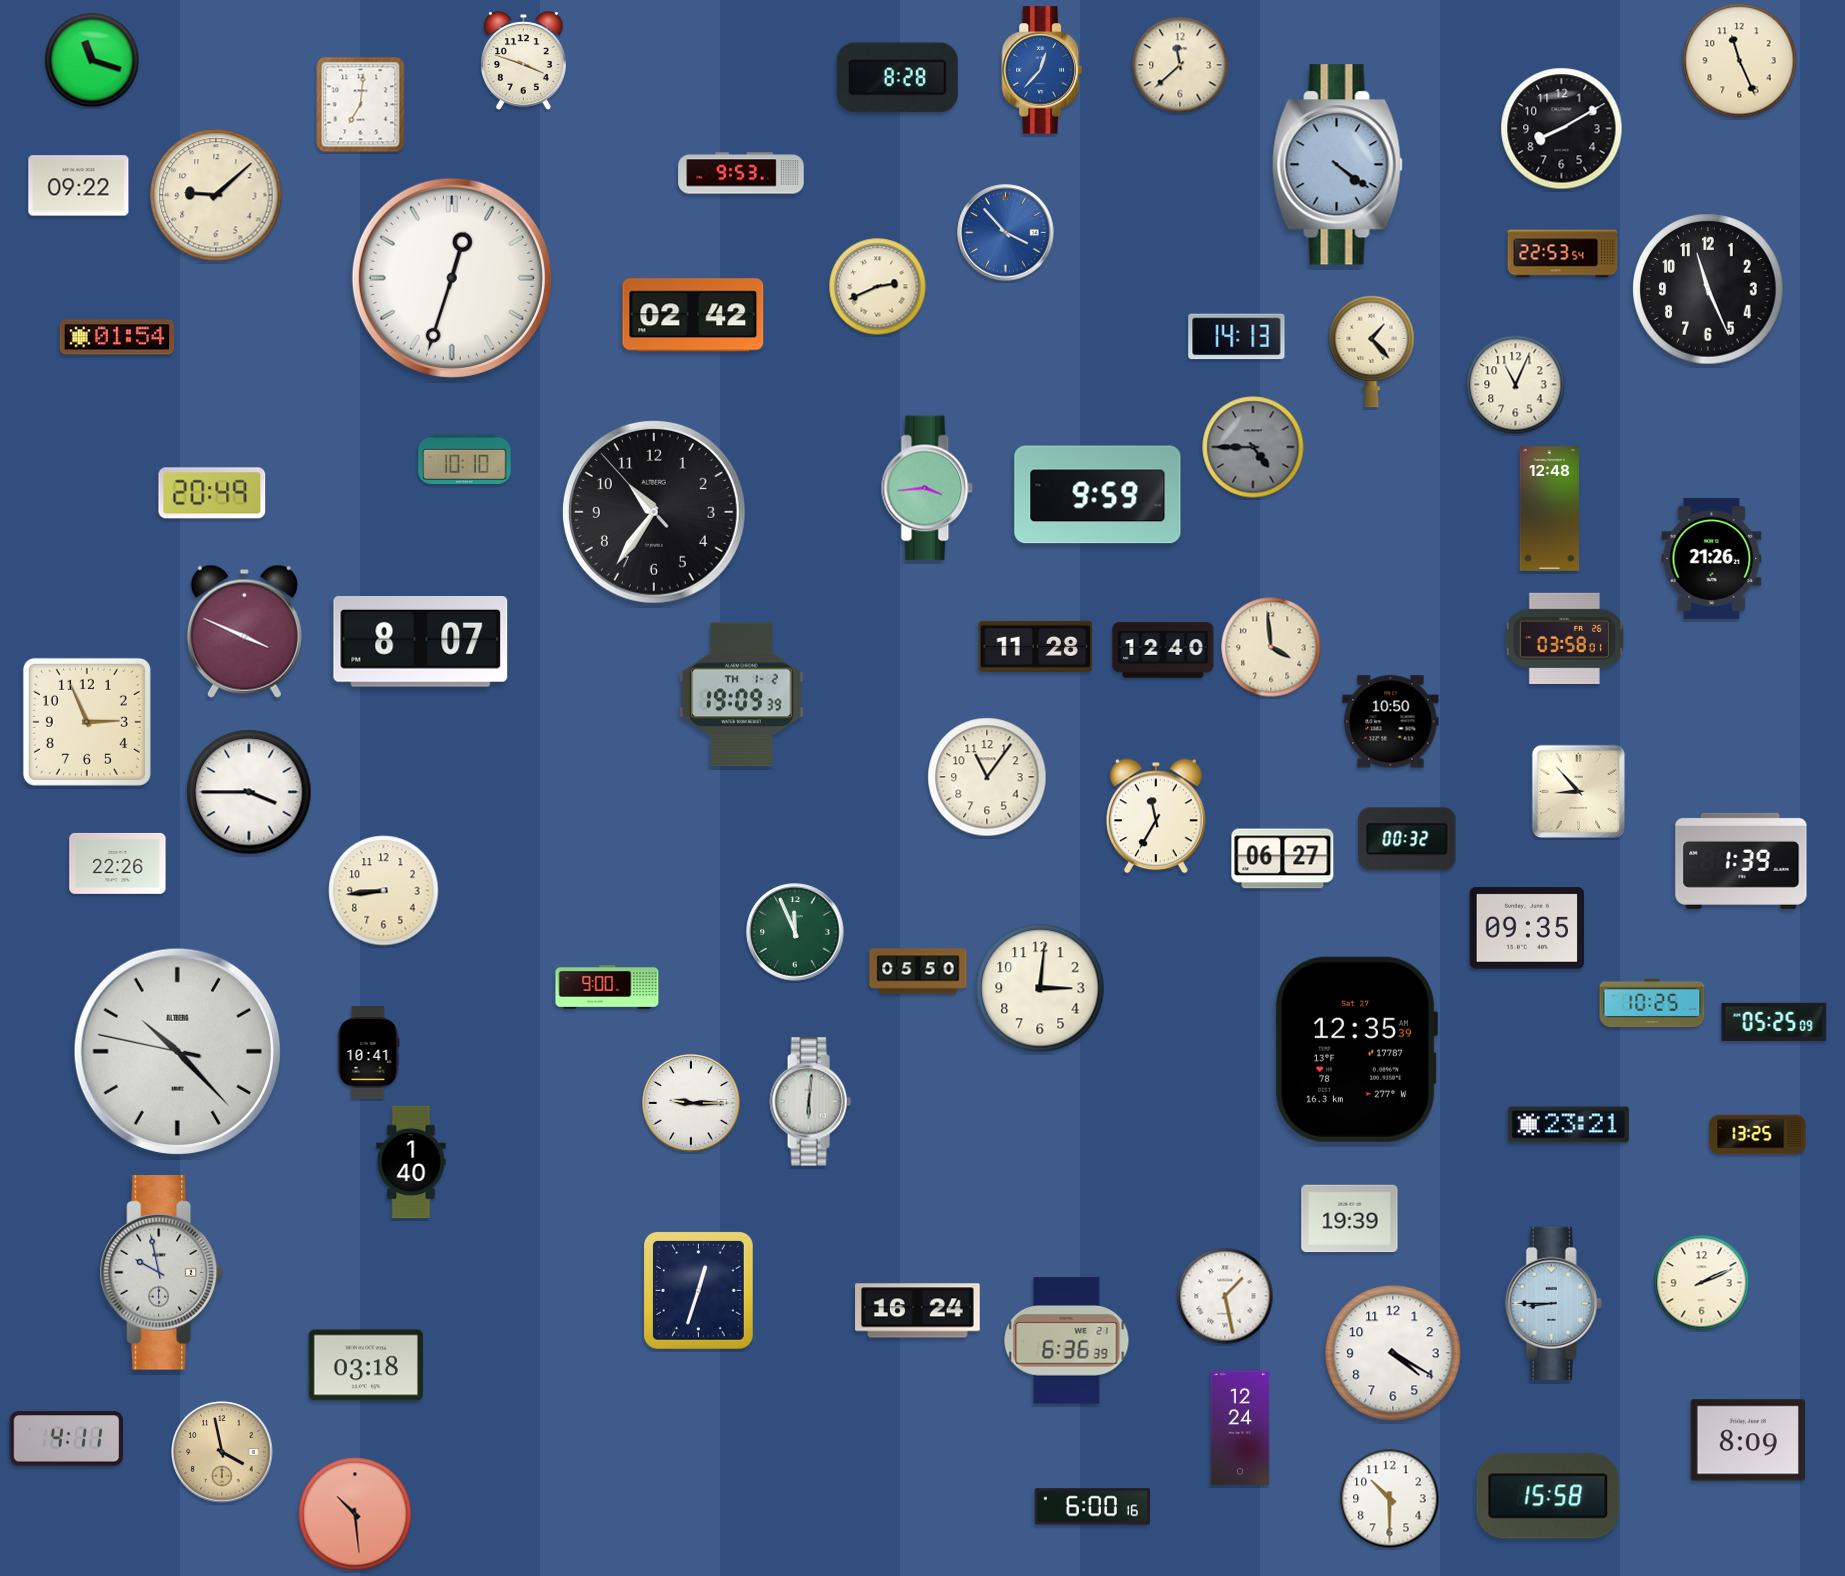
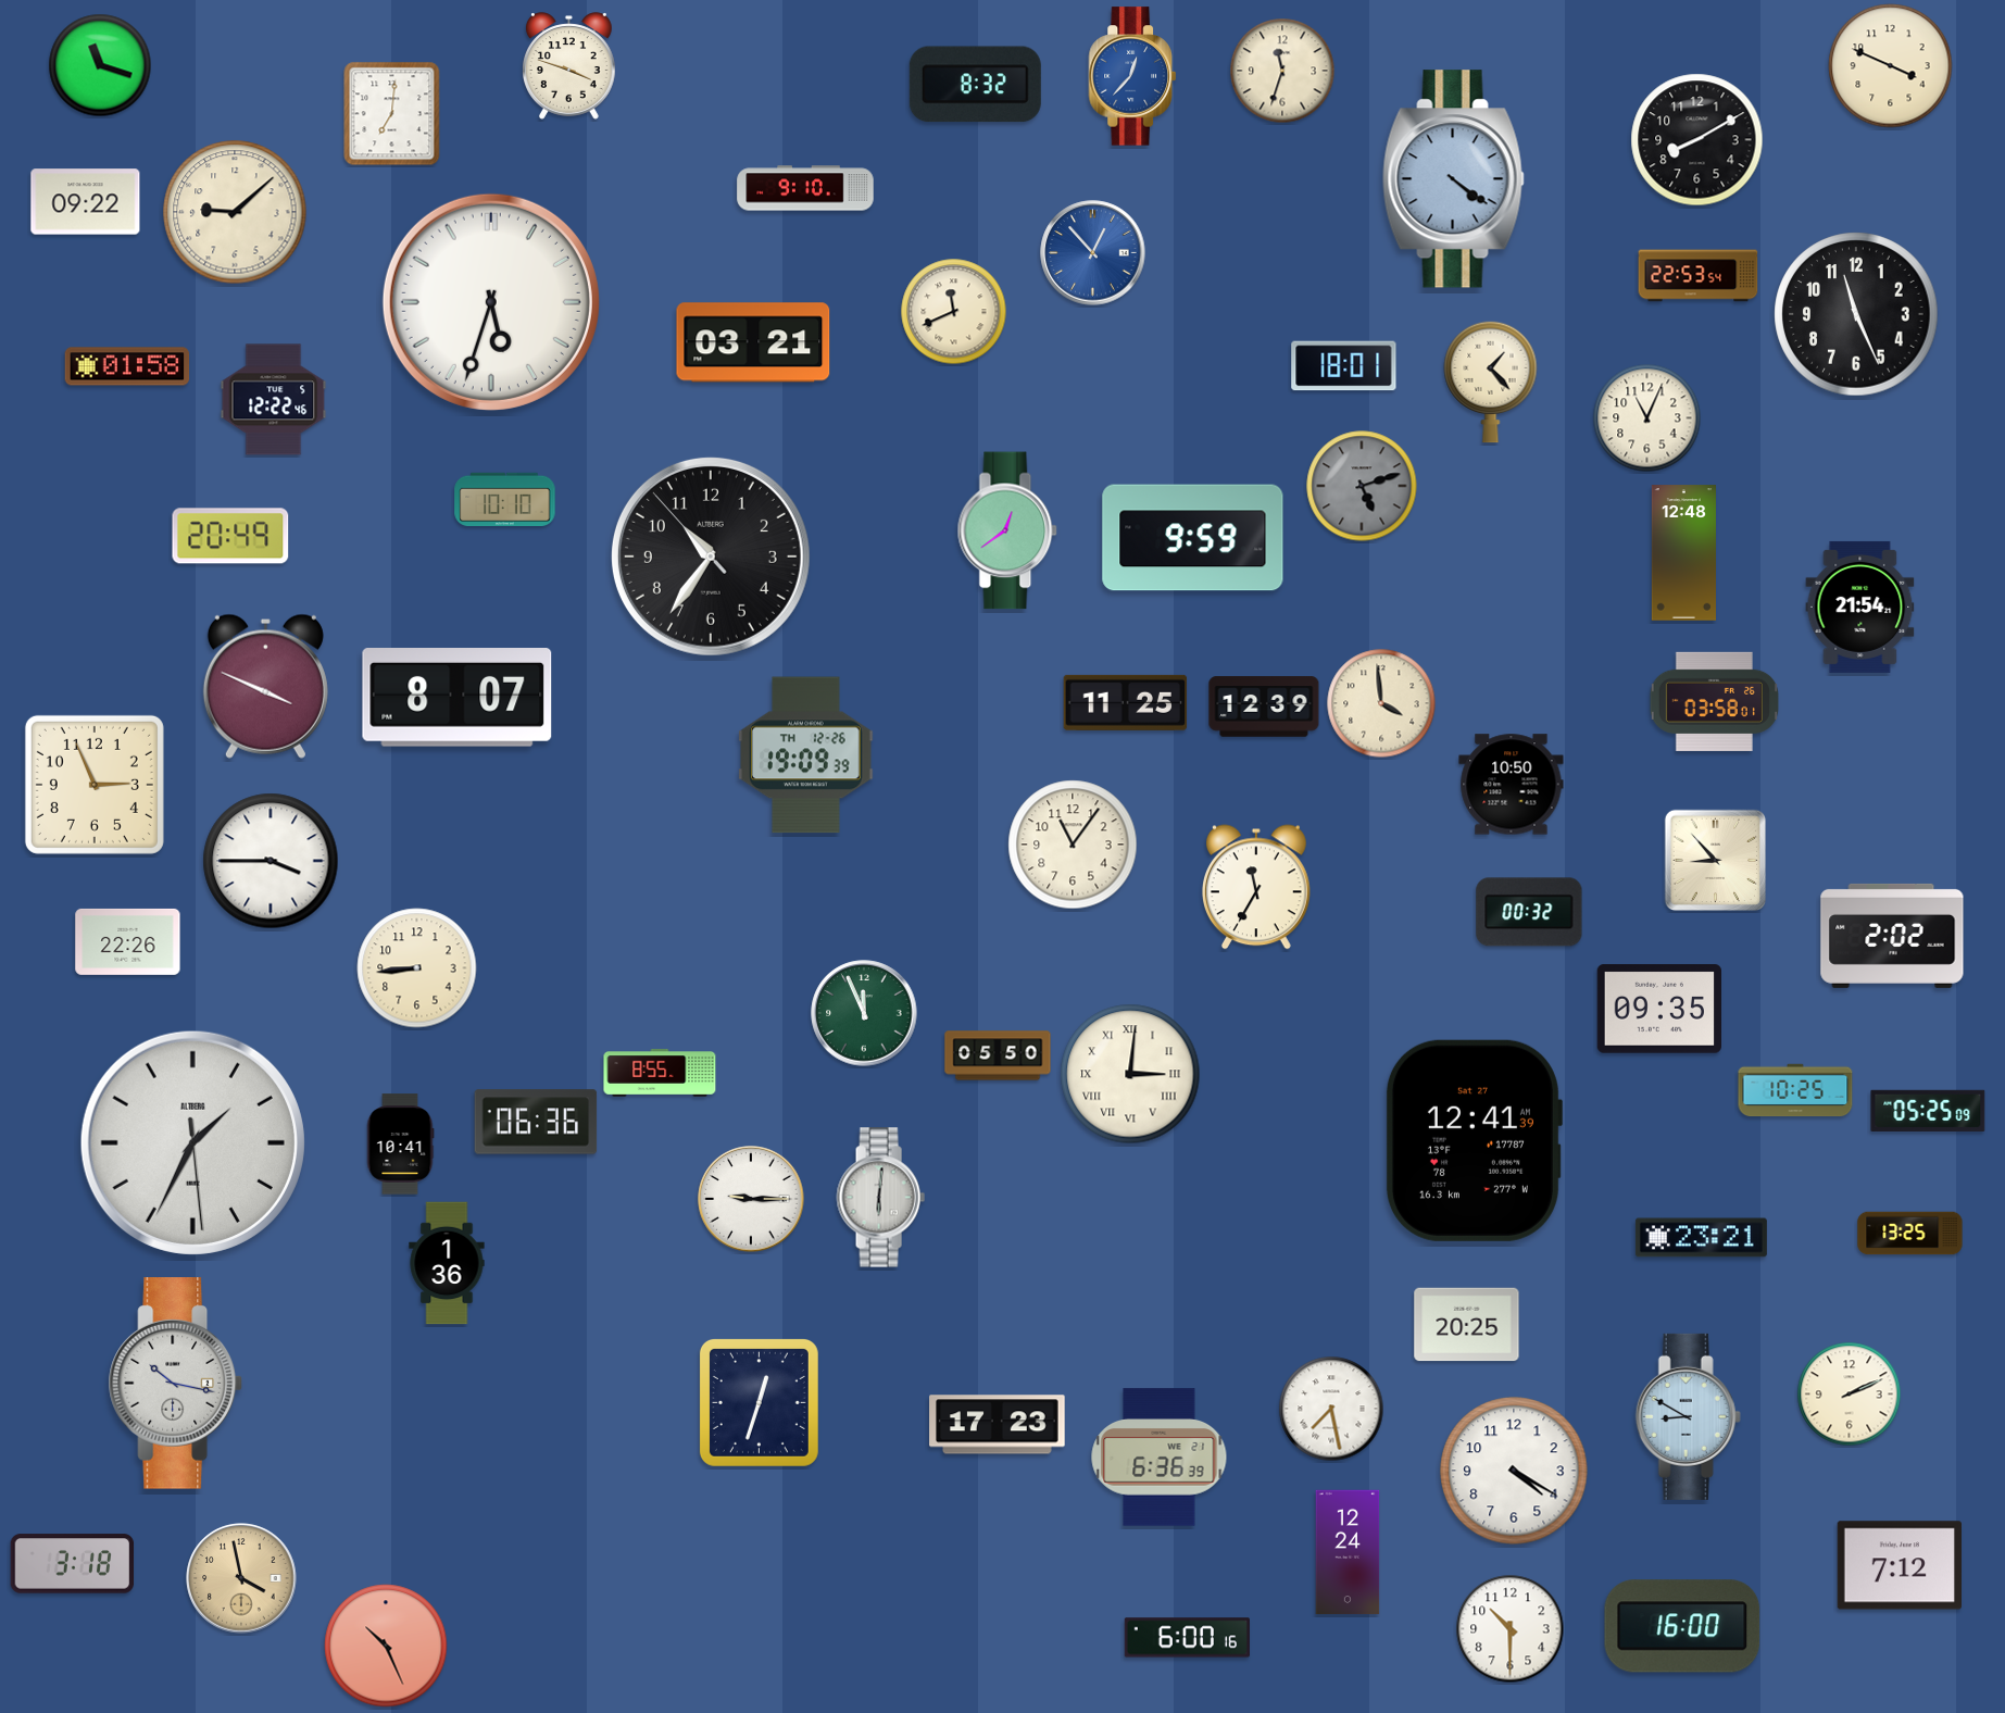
clock at (1740, 61): 11:26 -> 3:49
clock at (1180, 65): 11:38 -> 11:33
clock at (897, 78): 8:28 -> 8:32
clock at (741, 173): 9:53 -> 9:10
clock at (1006, 233): 3:53 -> 12:53
clock at (452, 278): 12:33 -> 5:33
clock at (878, 287): 2:41 -> 11:41
clock at (693, 315): 02:42 -> 03:21
clock at (117, 337): 01:54 -> 01:58
clock at (1237, 337): 14:13 -> 18:01
clock at (274, 400): none -> 12:22
clock at (1253, 447): 4:45 -> 5:12
clock at (927, 488): 3:44 -> 12:39
clock at (1712, 558): 21:26 -> 21:54
clock at (1564, 638) position: (1564, 638) -> (1714, 701)
clock at (1036, 646): 11:28 -> 11:25
clock at (1163, 650): 12:40 -> 12:39
clock at (742, 695) date: TH 1-2 -> TH 12-26
clock at (1283, 859): 06:27 -> none
clock at (1741, 861): 1:39 -> 2:02
clock at (118, 863) position: (118, 863) -> (128, 941)
clock at (607, 987): 9:00 -> 8:55
clock at (1040, 988) numerals: Arabic -> Roman
clock at (536, 1122): none -> 06:36
clock at (1356, 1049): 12:35 -> 12:41
clock at (177, 1051): 10:22 -> 1:34
clock at (1568, 1125) position: (1568, 1125) -> (1701, 1238)
clock at (411, 1162): 1:40 -> 1:36
clock at (1350, 1219): 19:39 -> 20:25
clock at (161, 1273): 9:58 -> 10:17
clock at (1225, 1296): 1:28 -> 7:28
clock at (1553, 1303): 8:45 -> 8:50
clock at (918, 1311): 16:24 -> 17:23
clock at (365, 1365): 03:18 -> none
clock at (67, 1439): 4:11 -> 3:18
clock at (1747, 1440): 8:09 -> 7:12
clock at (1548, 1496): 15:58 -> 16:00
clock at (355, 1514): 10:29 -> 10:26
